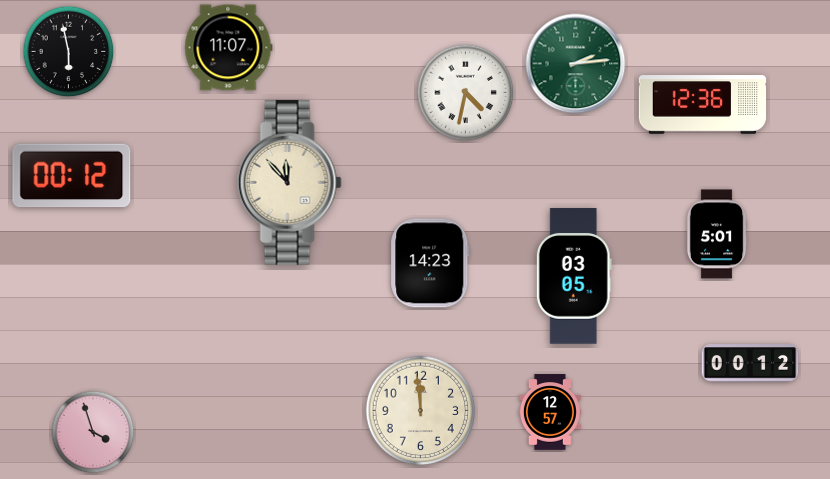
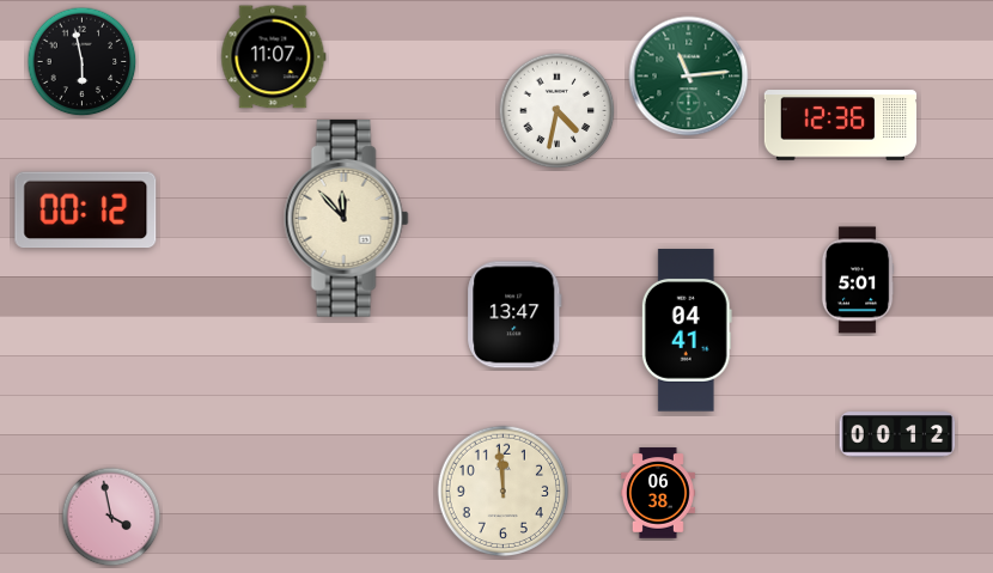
clock at (576, 64): 2:14 -> 11:14
clock at (430, 263): 14:23 -> 13:47
clock at (574, 276): 03:05 -> 04:41
clock at (550, 412): 12:57 -> 06:38
clock at (93, 432): 3:57 -> 3:58
